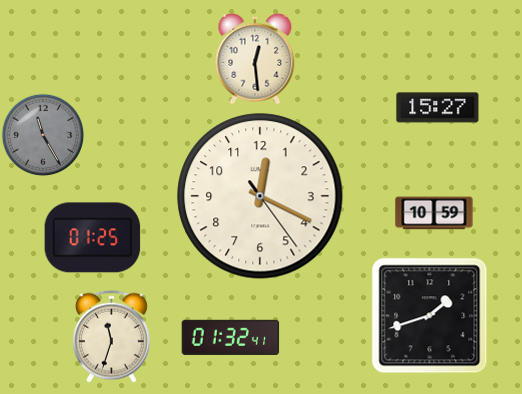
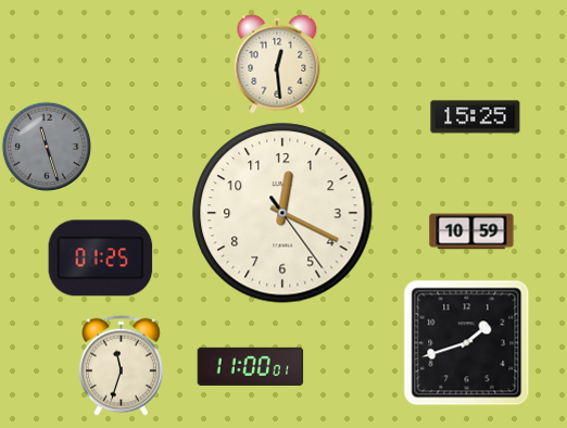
clock at (438, 108): 15:27 -> 15:25
clock at (43, 135): 11:25 -> 11:27
clock at (231, 337): 01:32 -> 11:00
